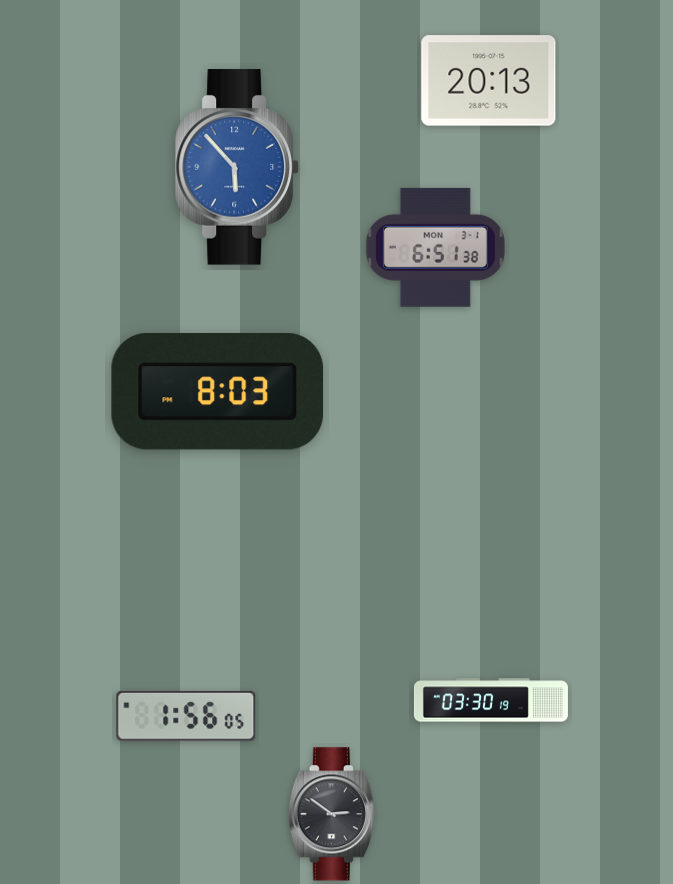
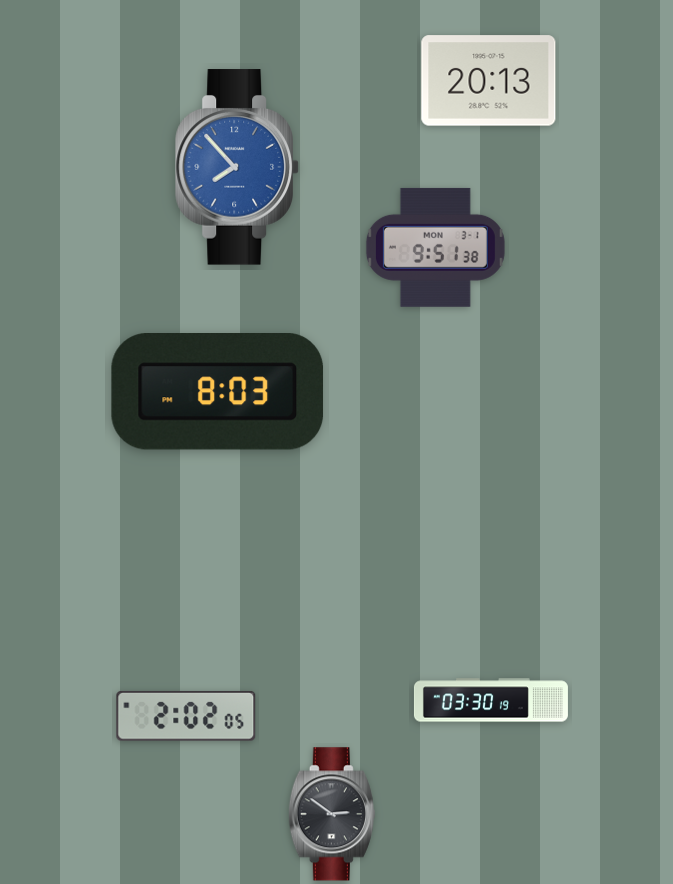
clock at (237, 167): 5:53 -> 7:53
clock at (435, 247): 6:51 -> 9:51
clock at (186, 716): 1:56 -> 2:02
